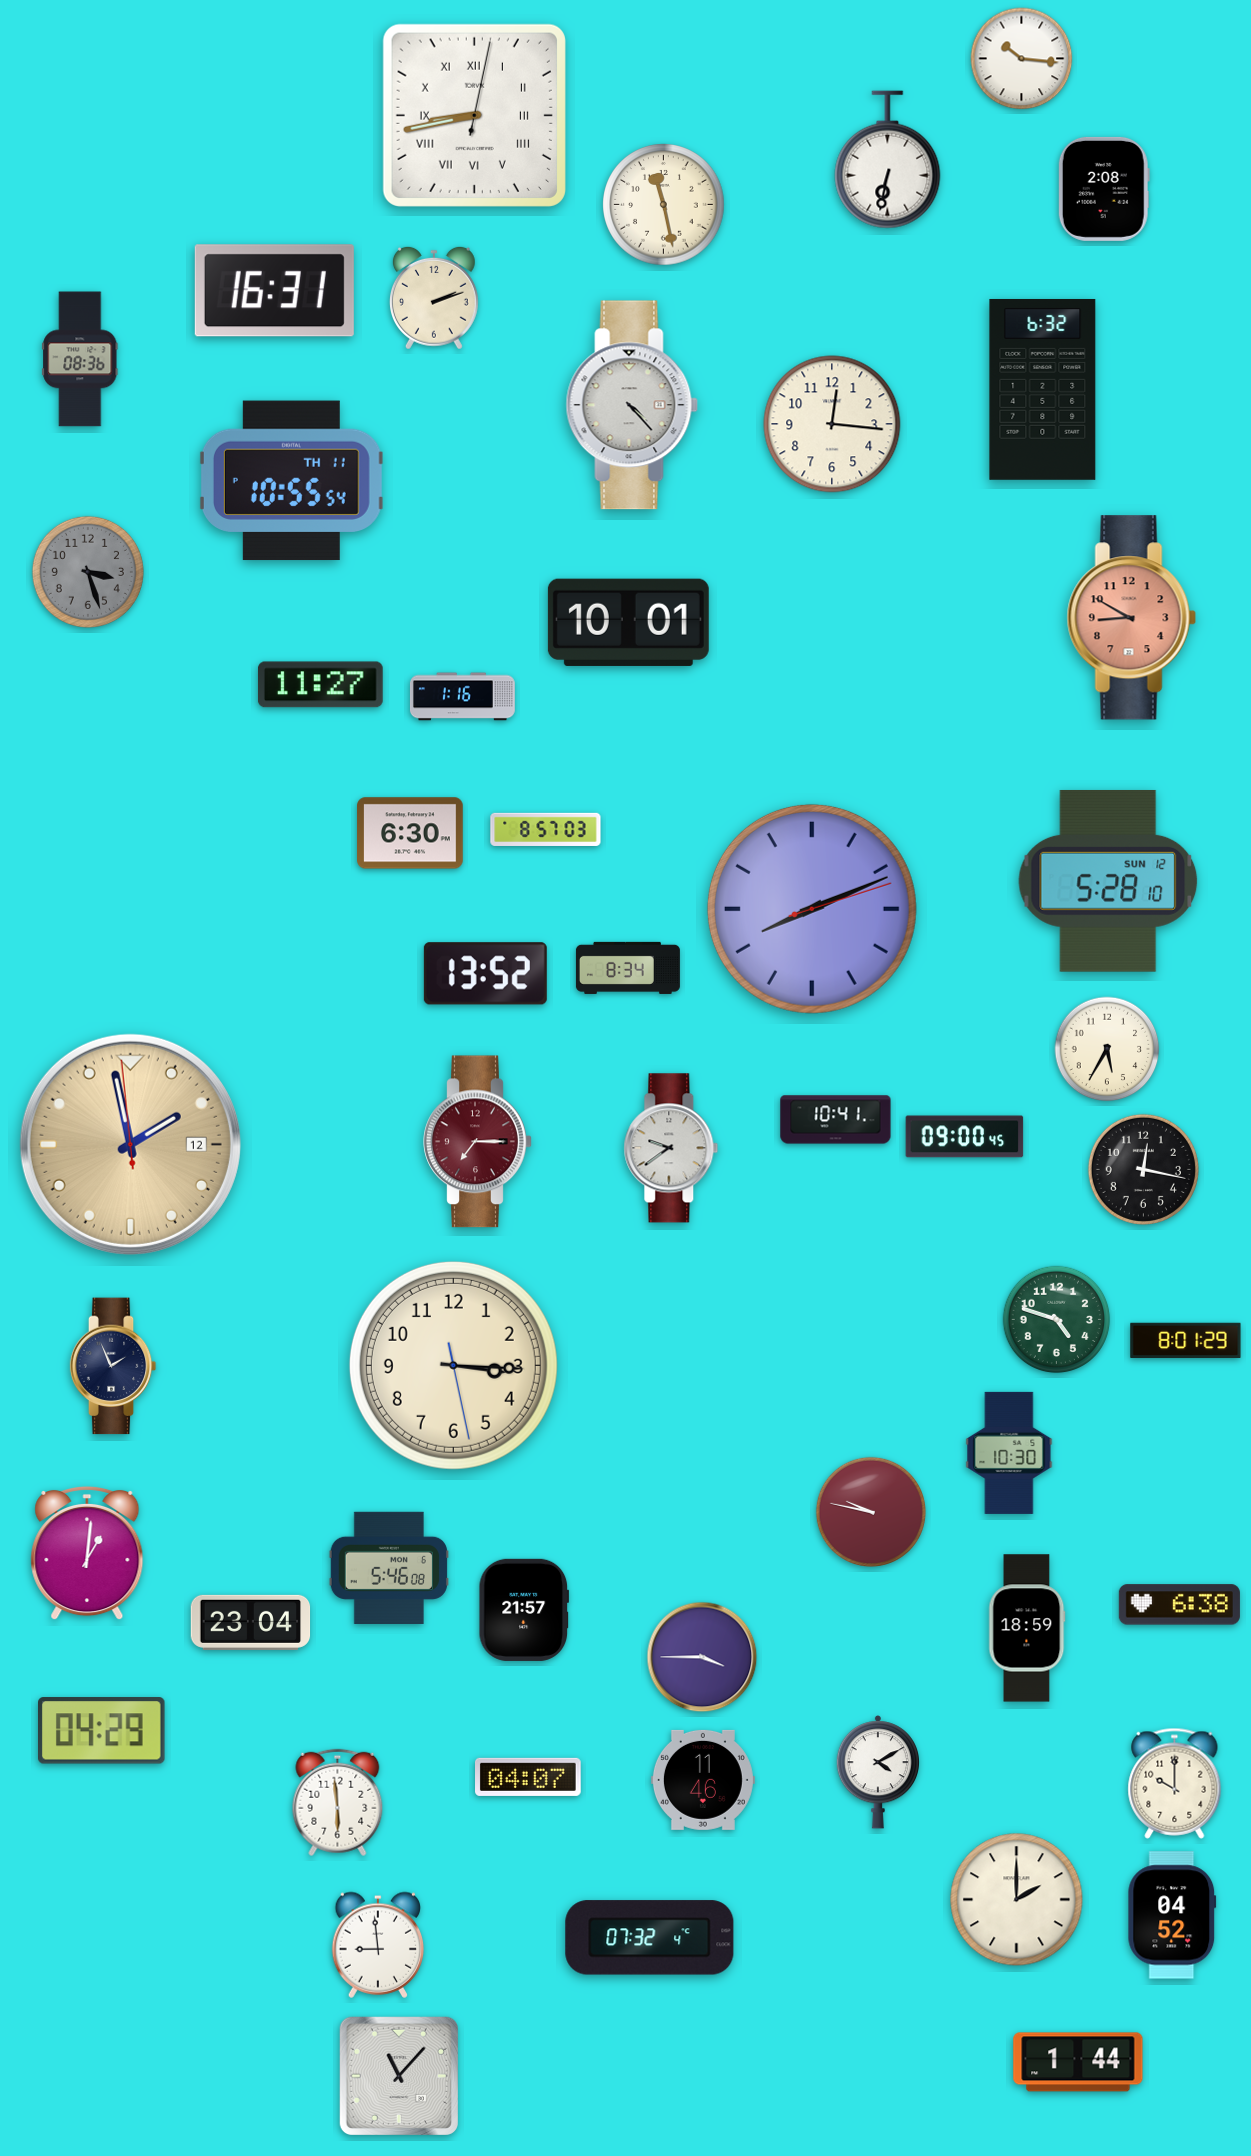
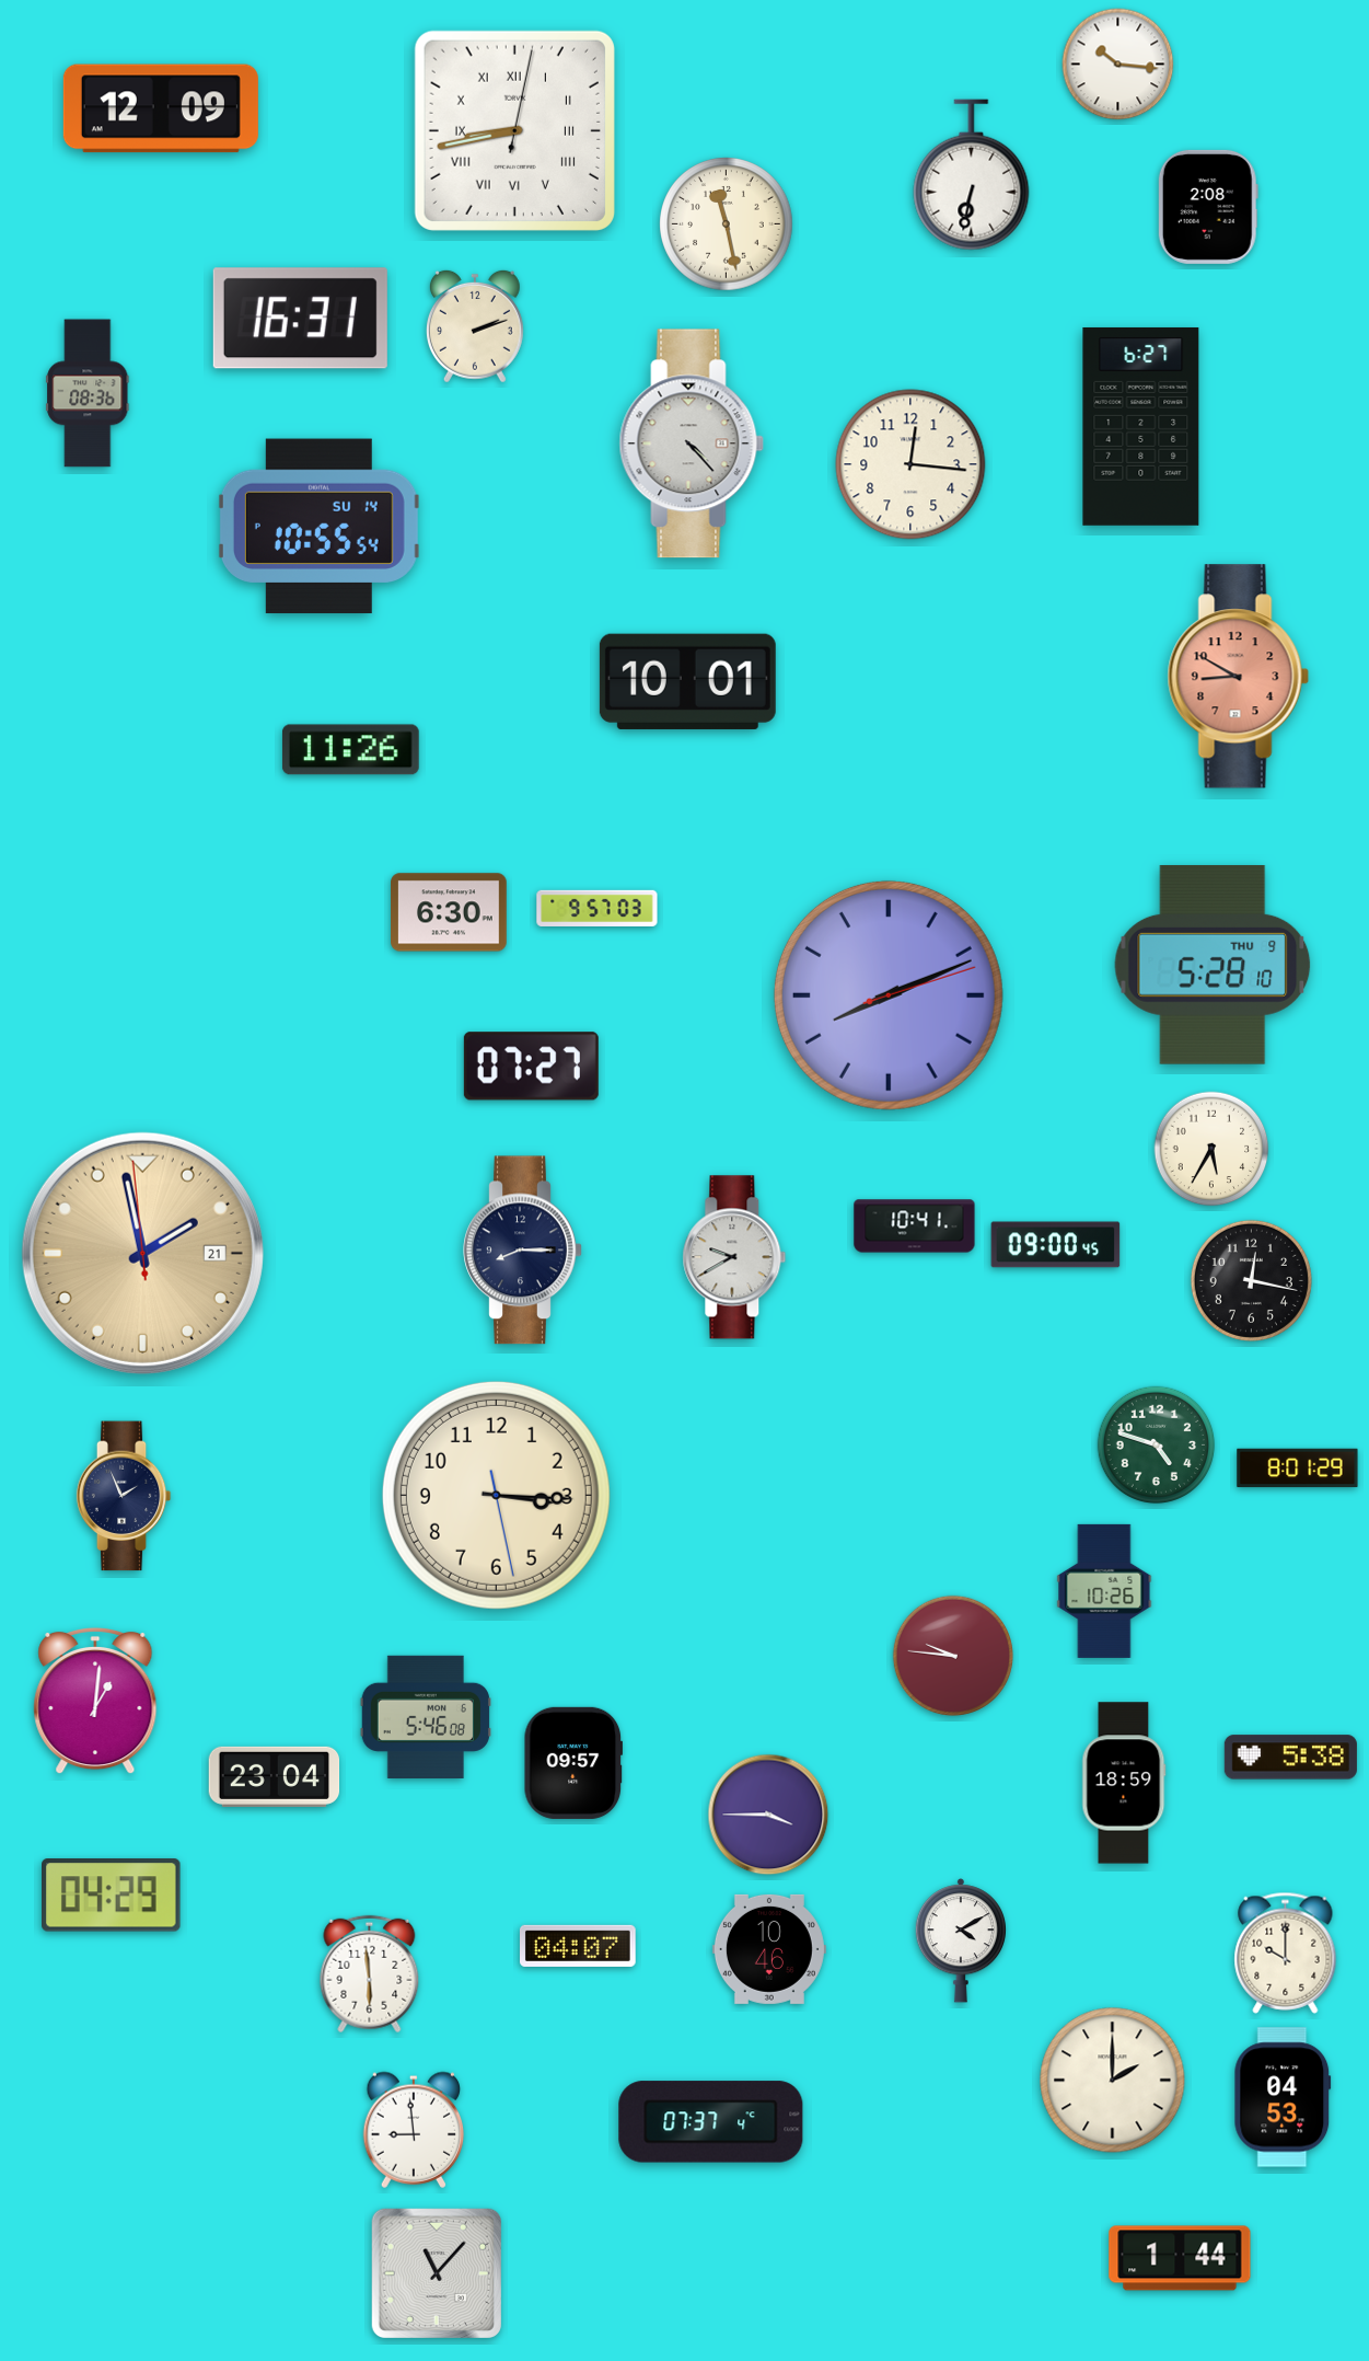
clock at (161, 108): none -> 12:09
clock at (474, 115) position: (474, 115) -> (514, 130)
clock at (1043, 389): 6:32 -> 6:27
clock at (291, 481) date: TH 11 -> SU 14
clock at (88, 572): 3:27 -> none
clock at (320, 685): 11:27 -> 11:26
clock at (462, 697): 1:16 -> none
clock at (546, 829): 8:57 -> 9:57
clock at (1108, 881) date: SUN 12 -> THU 9
clock at (628, 968): 8:34 -> none
clock at (485, 974): 13:52 -> 07:27
clock at (478, 1142): 7:15 -> 8:15
clock at (478, 1142) dial: burgundy -> navy
clock at (130, 1144) date: 12 -> 21
clock at (671, 1148): 9:39 -> 9:40
clock at (1009, 1453): 10:30 -> 10:26
clock at (871, 1512): 9:47 -> 9:46
clock at (1179, 1605): 6:38 -> 5:38
clock at (523, 1610): 21:57 -> 09:57
clock at (703, 1780): 11:46 -> 10:46
clock at (1172, 1915): 04:52 -> 04:53
clock at (650, 1938): 07:32 -> 07:37
